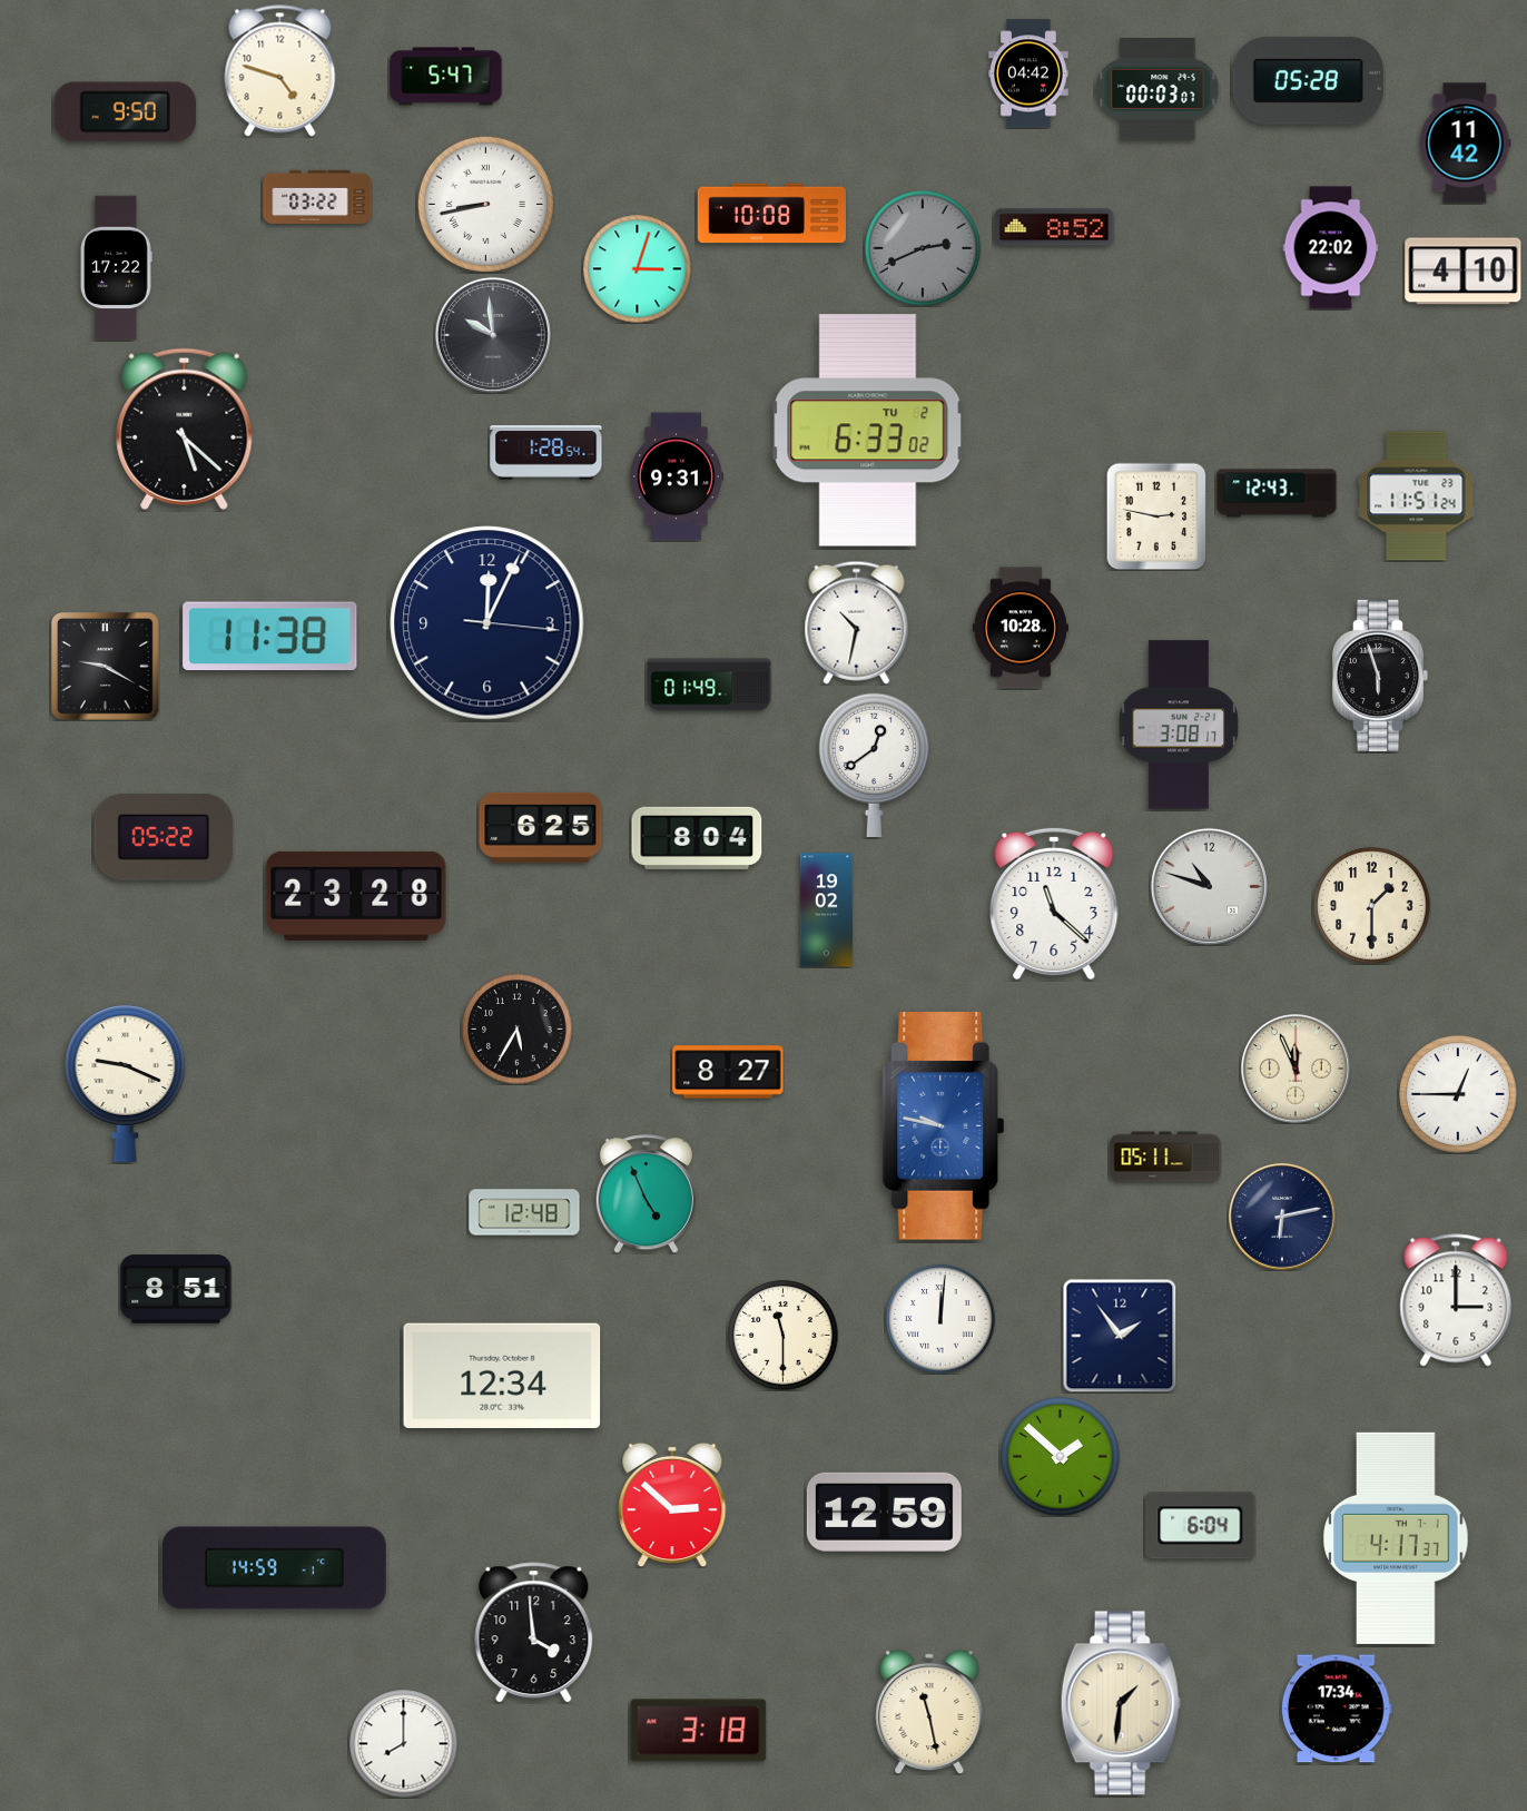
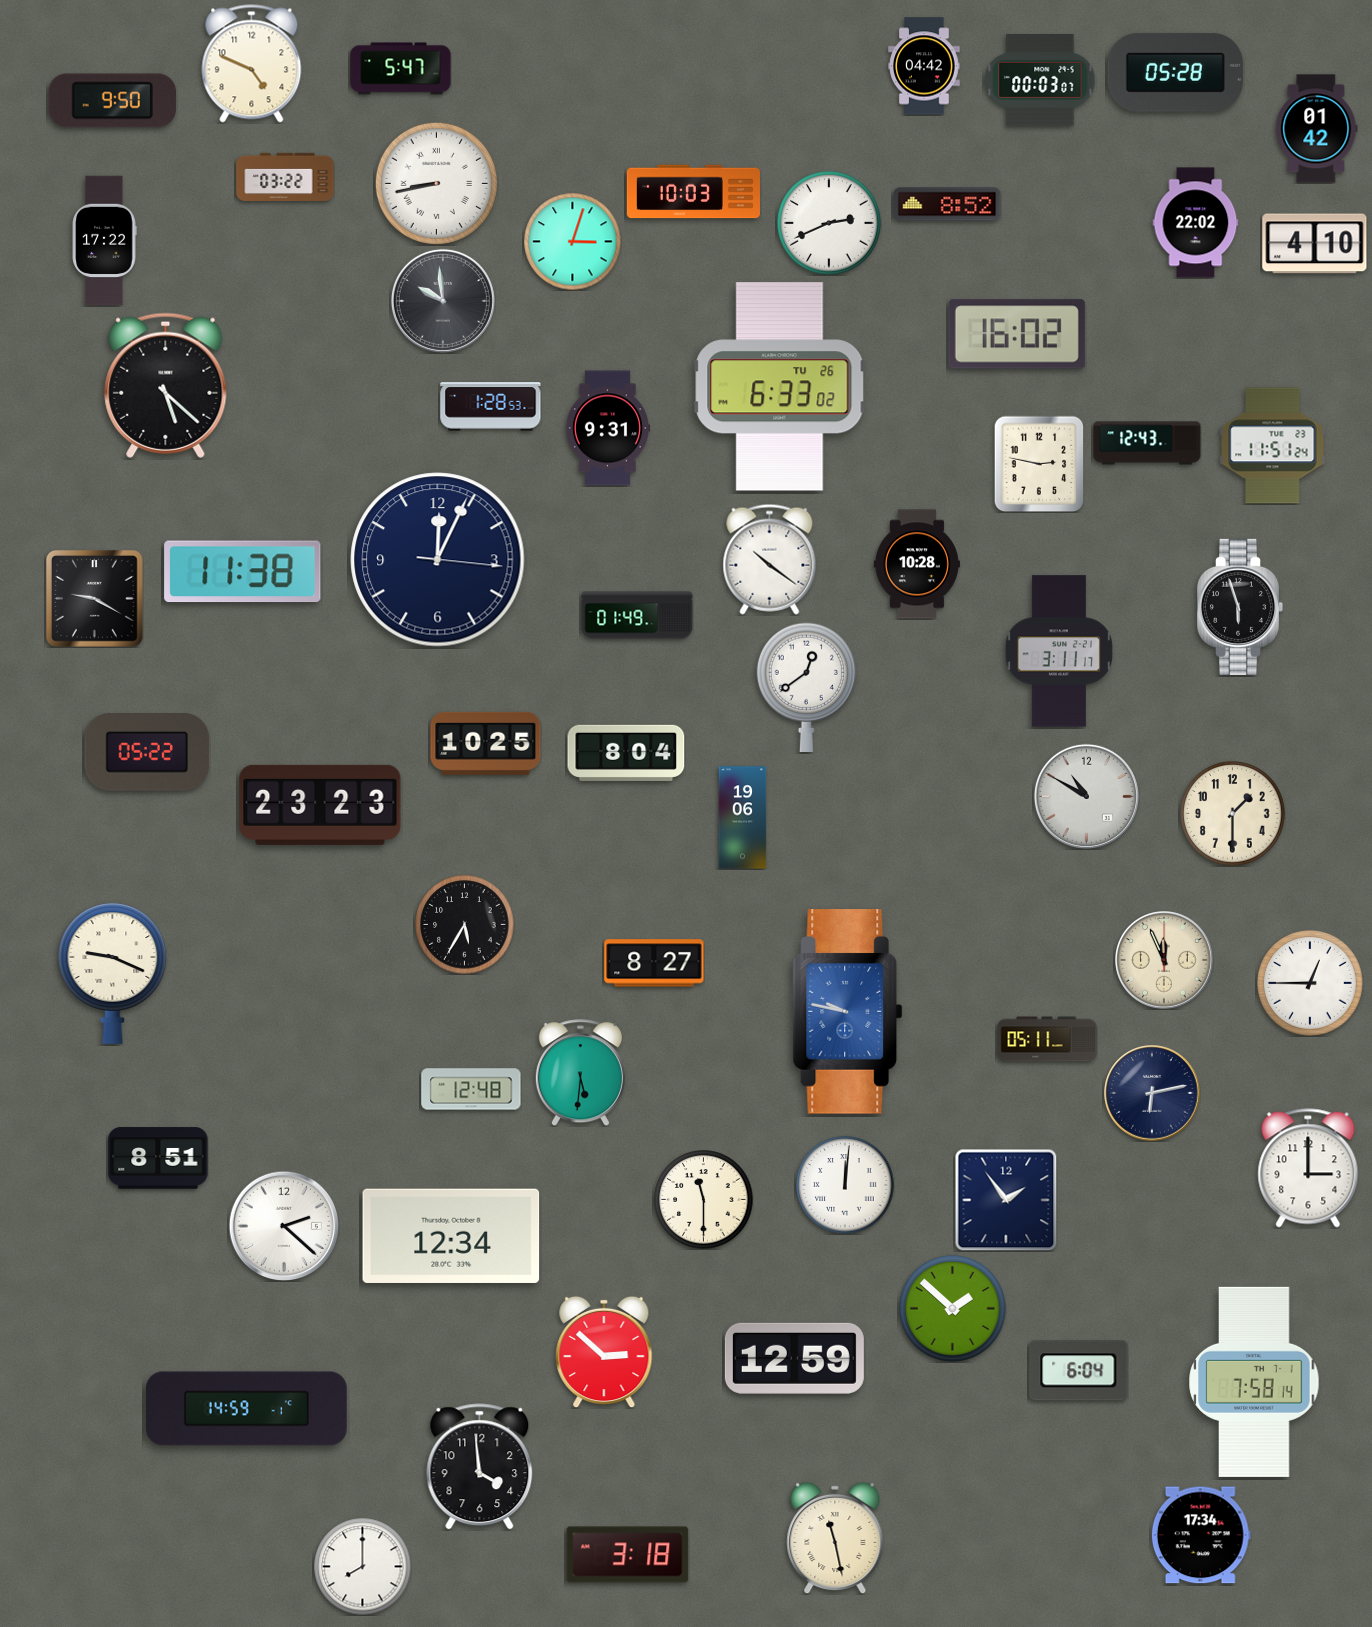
clock at (280, 71): 4:48 -> 4:49
clock at (1466, 144): 11:42 -> 01:42
clock at (771, 214): 10:08 -> 10:03
clock at (923, 248) dial: grey -> white
clock at (1017, 334): none -> 16:02
clock at (868, 431) date: TU 2 -> TU 26
clock at (546, 453): 1:28:54 -> 1:28:53
clock at (857, 622): 10:32 -> 10:21
clock at (1179, 725): 3:08 -> 3:11
clock at (874, 766) position: (874, 766) -> (806, 688)
clock at (541, 827): 6:25 -> 10:25
clock at (1209, 886): 10:48 -> 10:50
clock at (356, 896): 23:28 -> 23:23
clock at (1054, 904): 11:22 -> none
clock at (827, 911): 19:02 -> 19:06
clock at (646, 1194): 4:56 -> 5:31
clock at (283, 1225): none -> 2:22
clock at (1396, 1538): 4:17 -> 7:58
clock at (1121, 1703): 1:31 -> none
